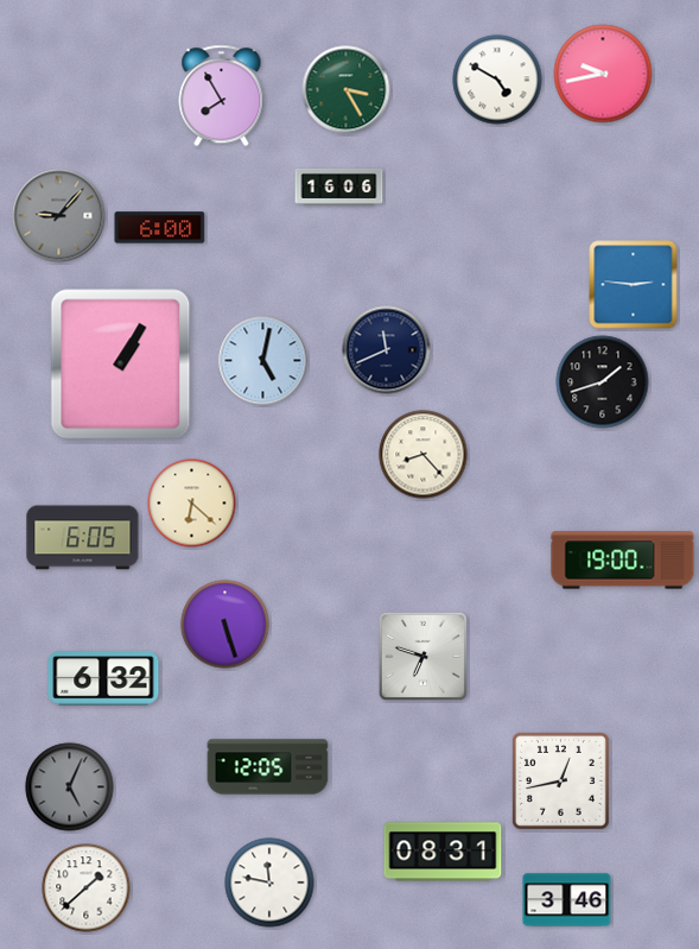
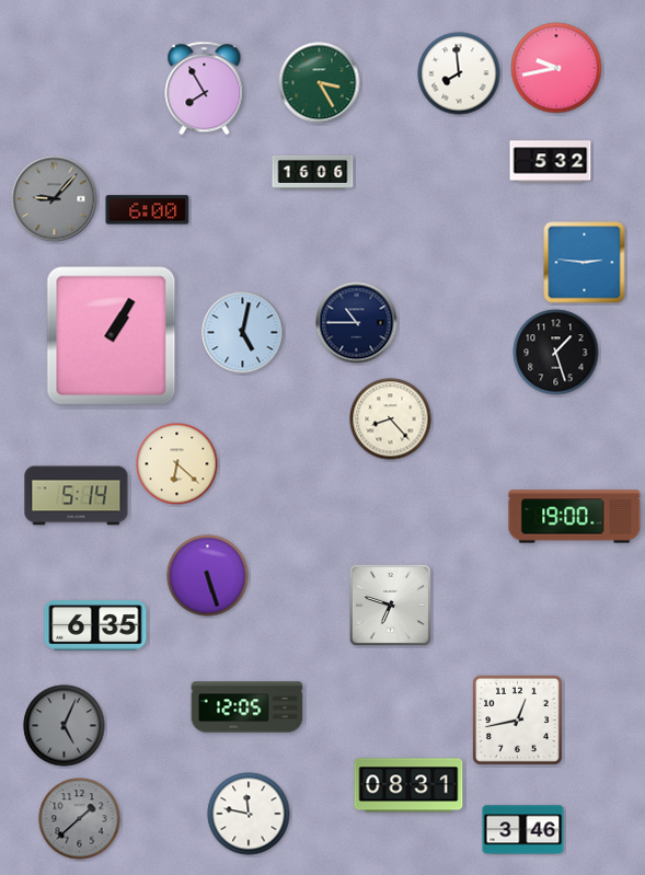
clock at (497, 80): 4:50 -> 7:59
clock at (551, 162): none -> 5:32
clock at (387, 350): 11:41 -> 10:45
clock at (603, 382): 1:42 -> 1:27
clock at (83, 538): 6:05 -> 5:14
clock at (103, 678): 6:32 -> 6:35
clock at (87, 888) dial: white -> grey
